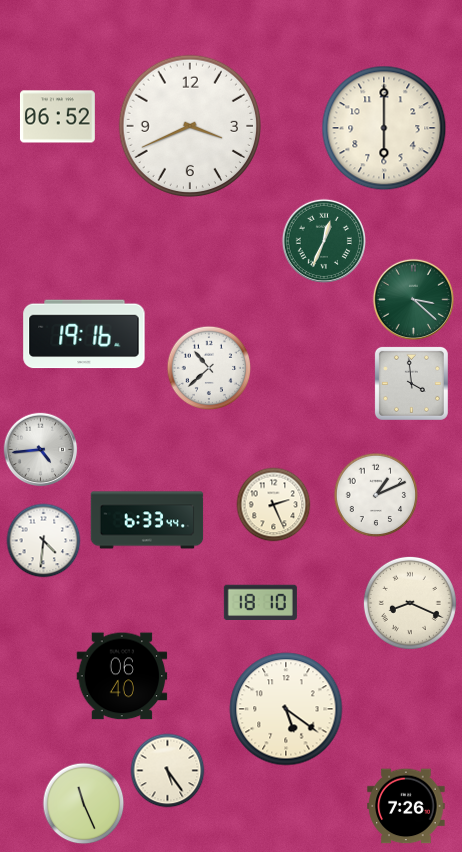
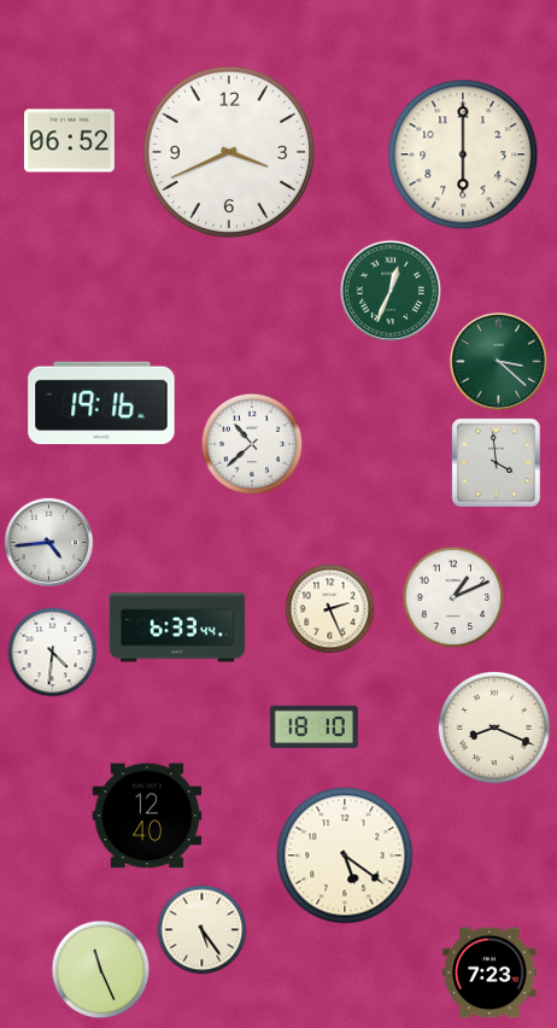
clock at (122, 676): 06:40 -> 12:40
clock at (406, 806): 7:26 -> 7:23
